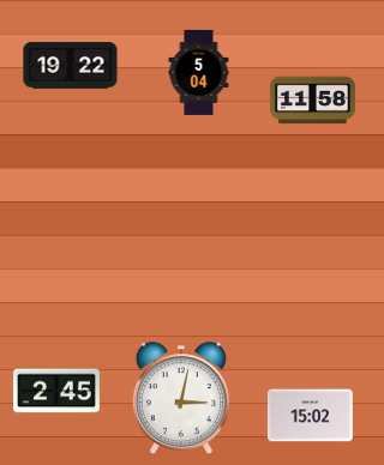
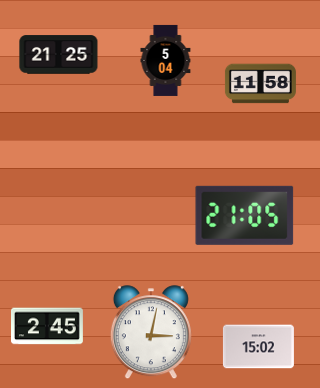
clock at (71, 66): 19:22 -> 21:25
clock at (245, 215): none -> 21:05
